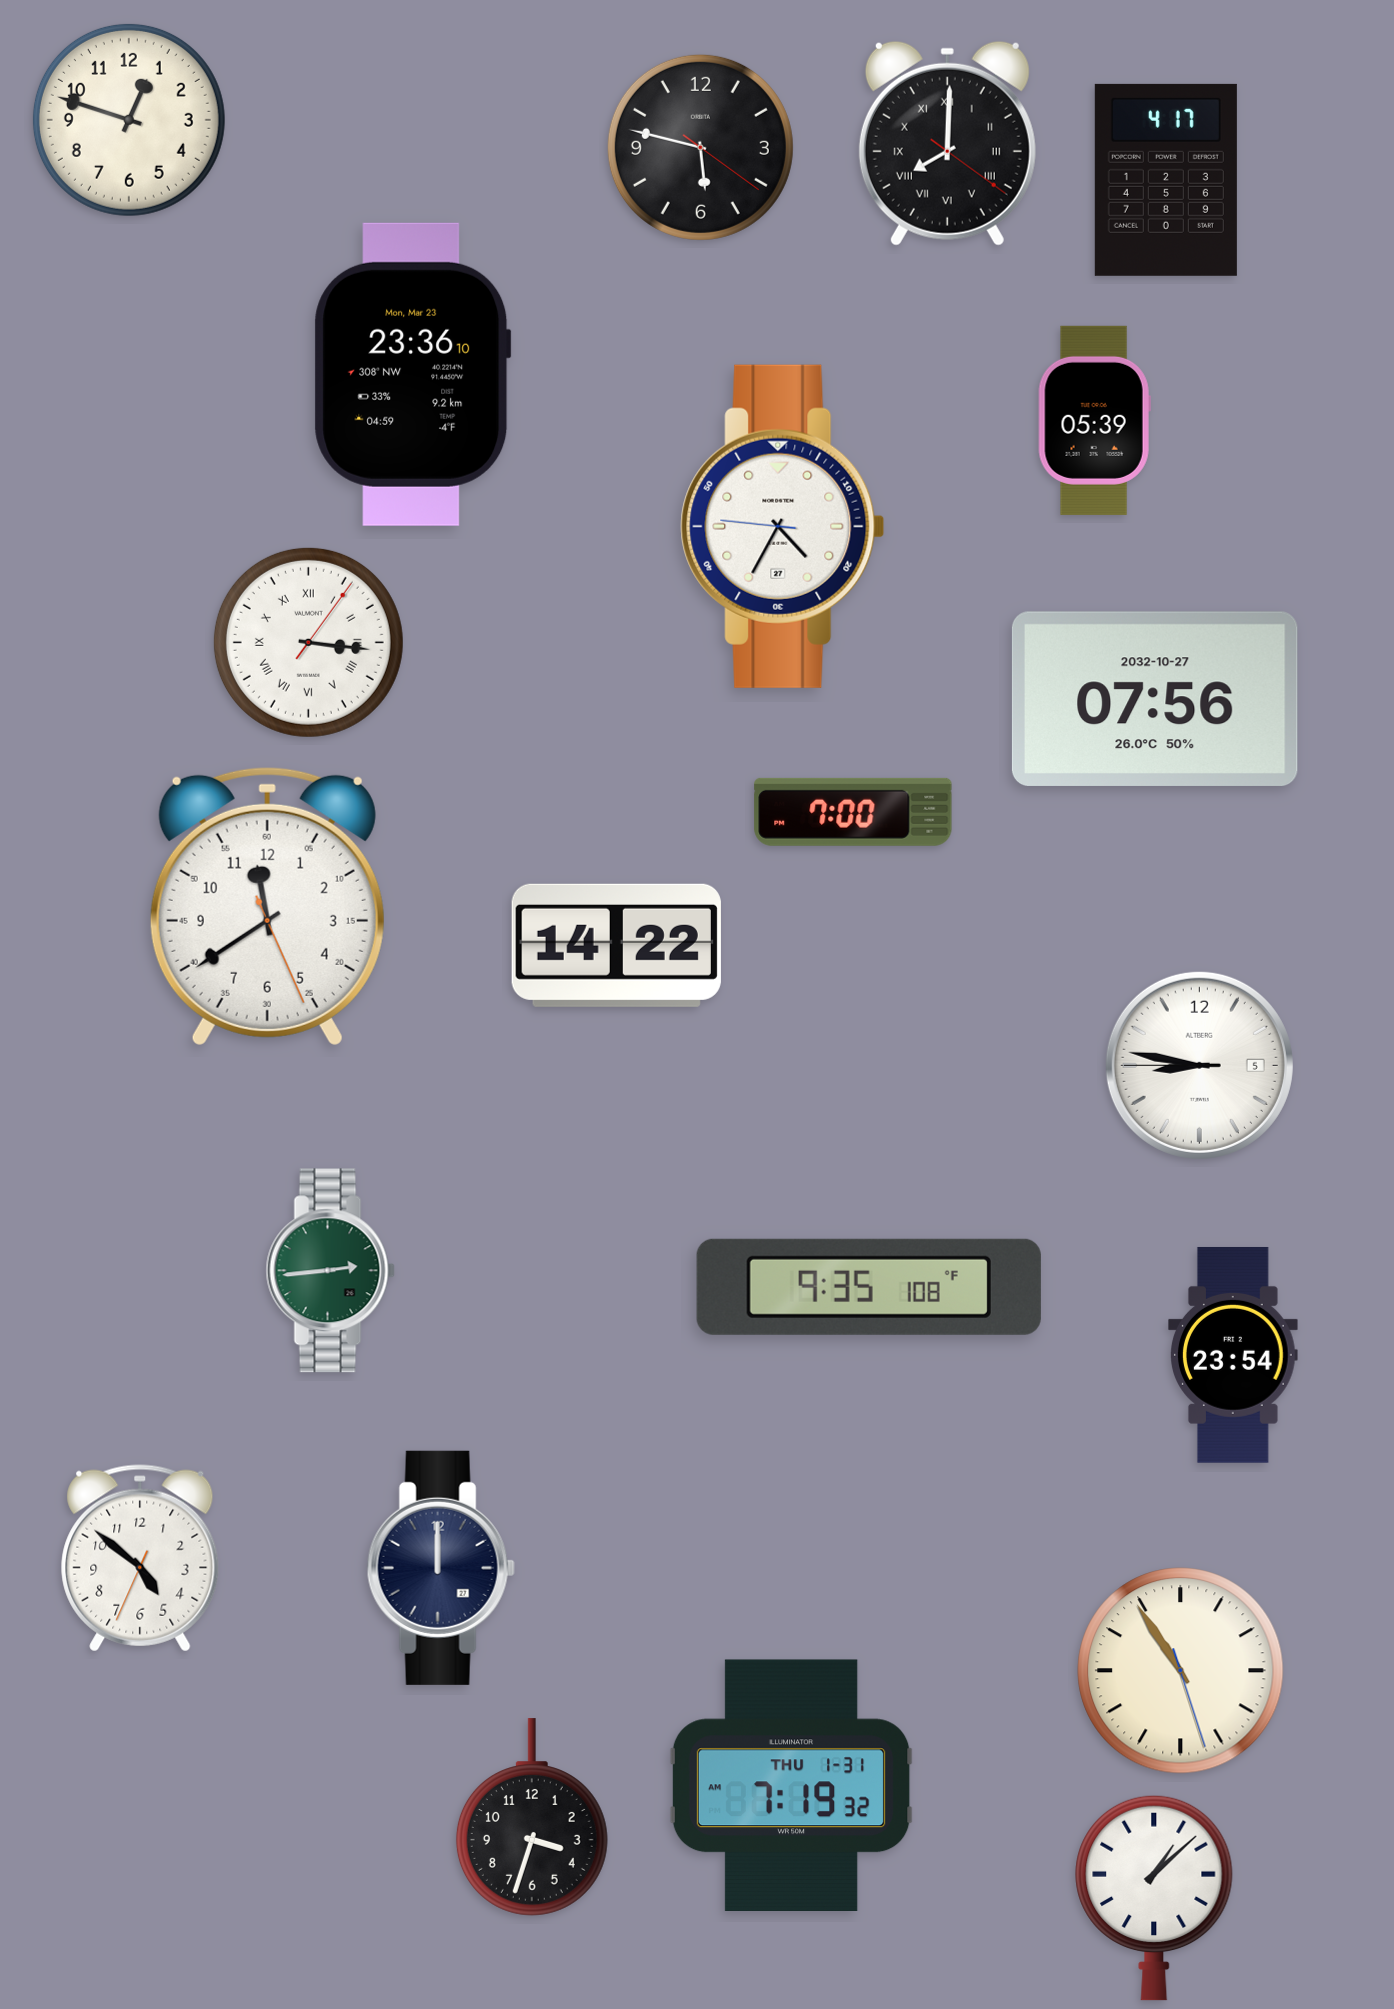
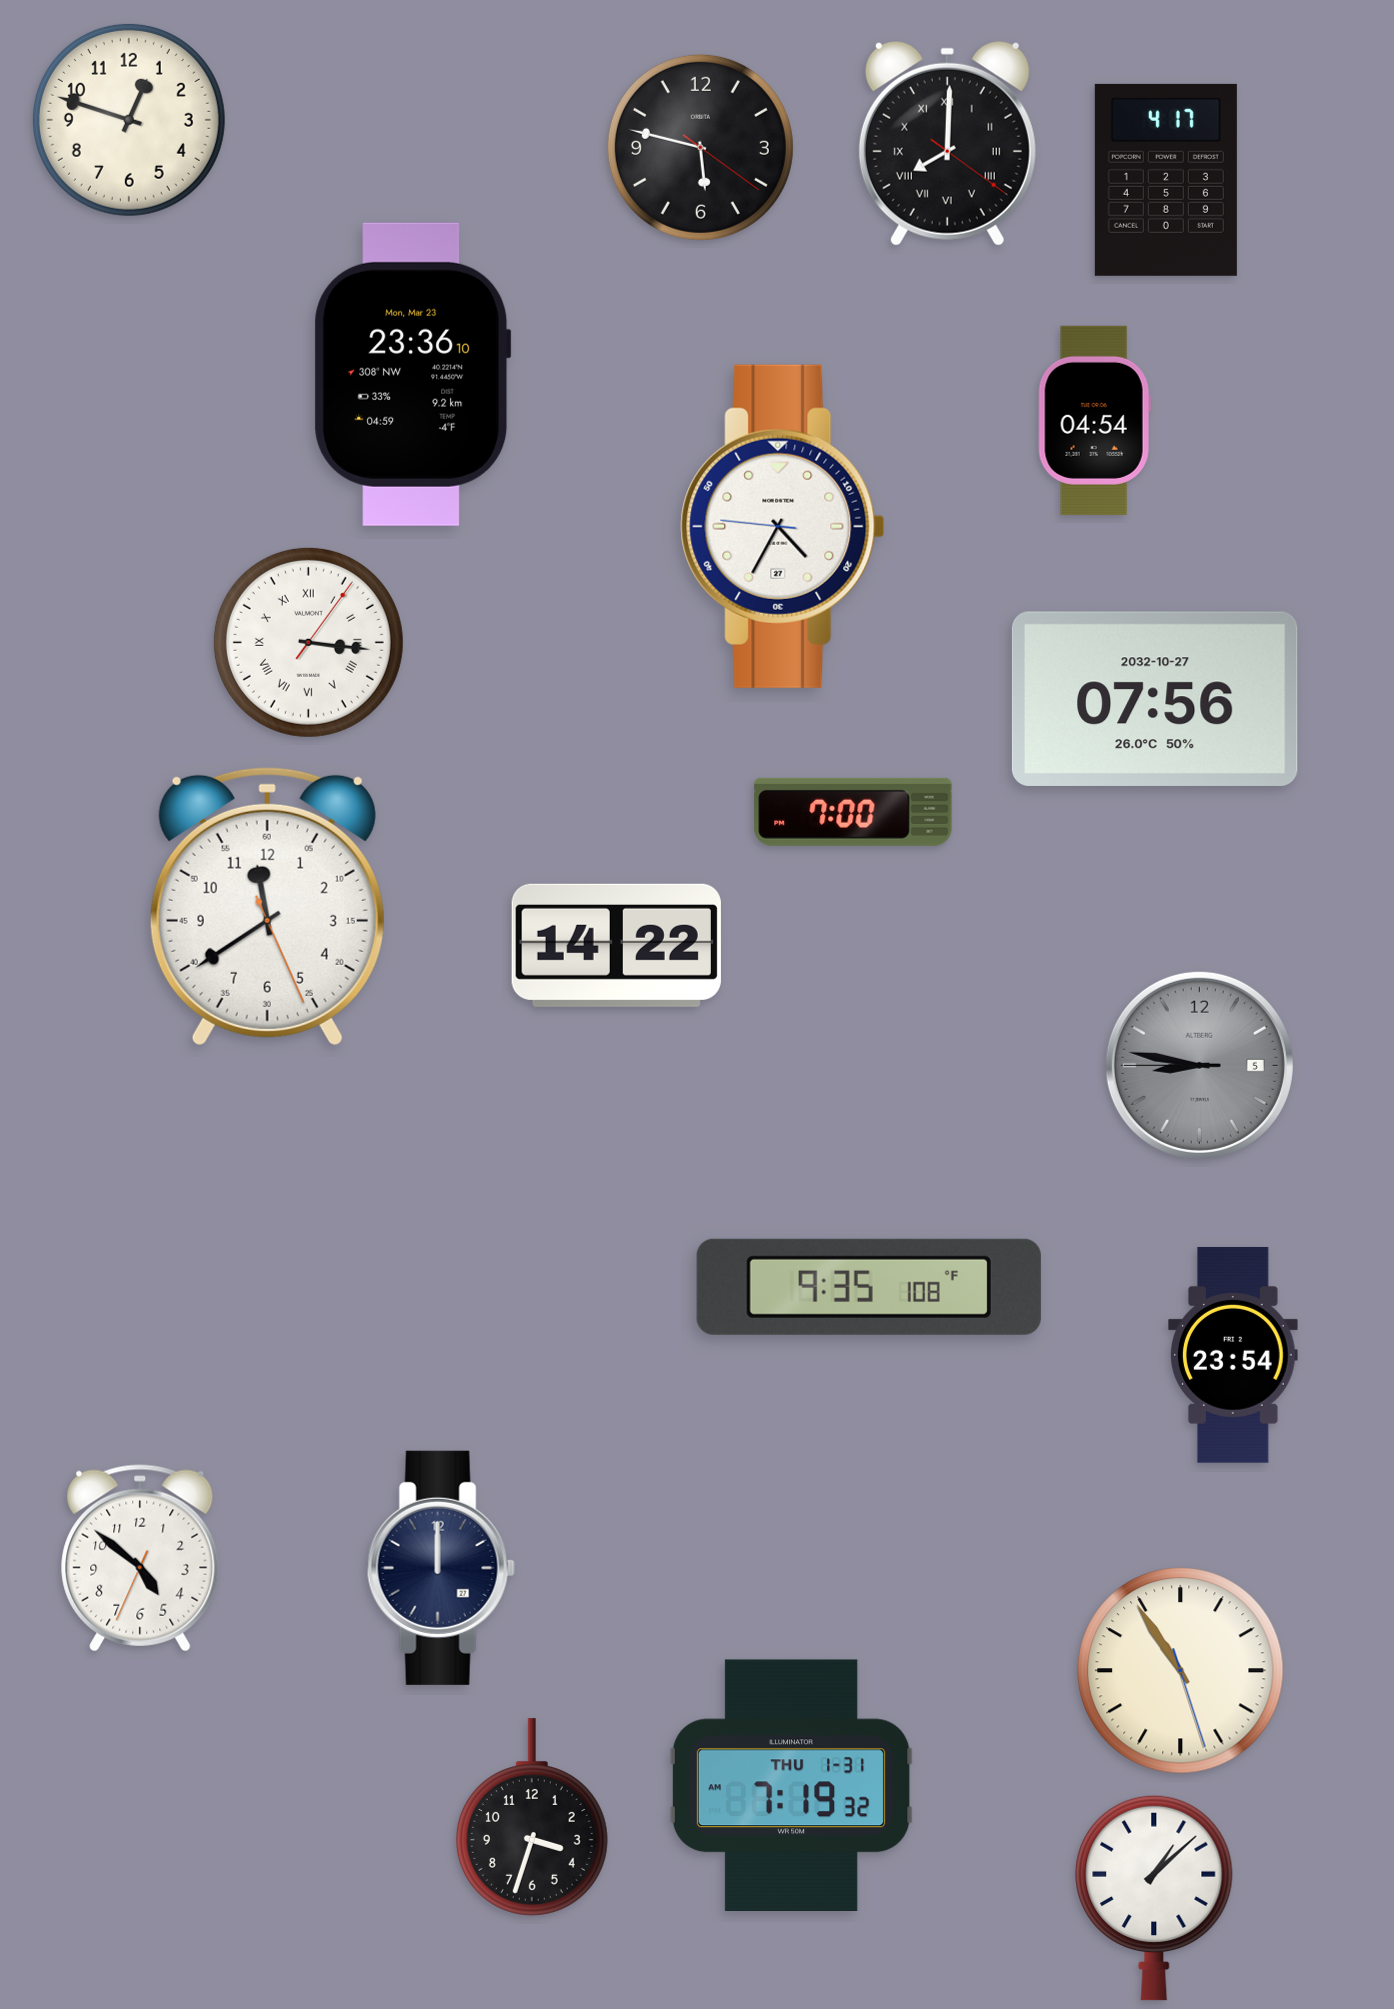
clock at (1094, 420): 05:39 -> 04:54
clock at (1199, 1065) dial: white -> grey
clock at (330, 1271): 2:44 -> none
